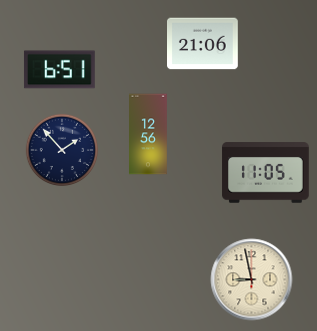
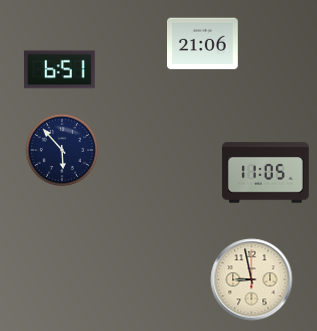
clock at (149, 134): 12:56 -> none
clock at (61, 149): 1:53 -> 5:53
